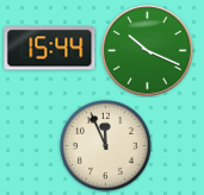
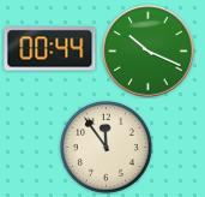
clock at (50, 49): 15:44 -> 00:44
clock at (106, 146): 11:56 -> 11:54
